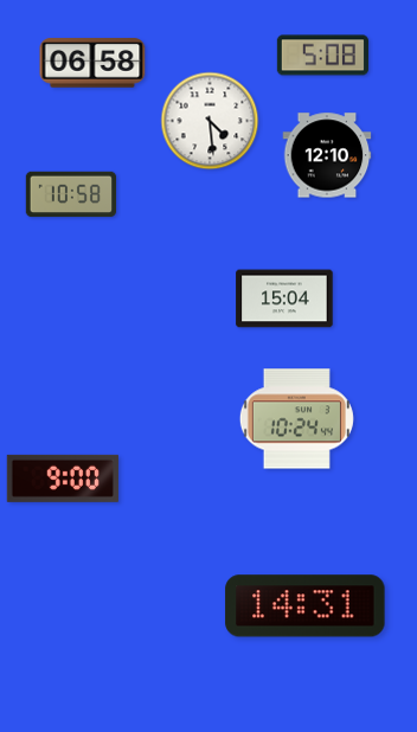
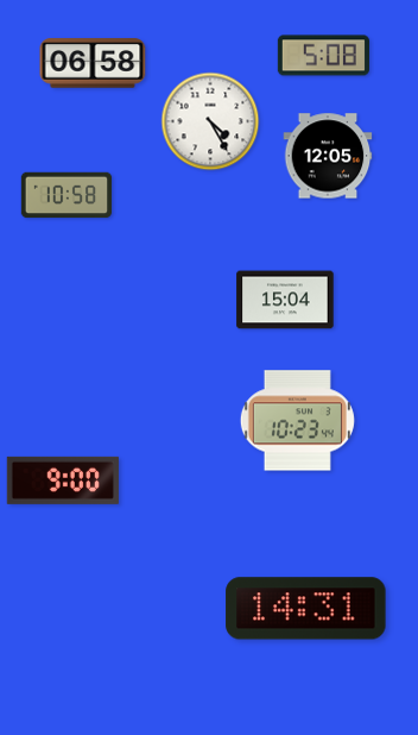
clock at (210, 121): 4:29 -> 4:25
clock at (327, 155): 12:10 -> 12:05
clock at (71, 194) position: (71, 194) -> (66, 195)
clock at (296, 419): 10:24 -> 10:23
